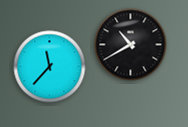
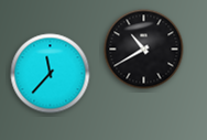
clock at (50, 67) position: (50, 67) -> (51, 74)
